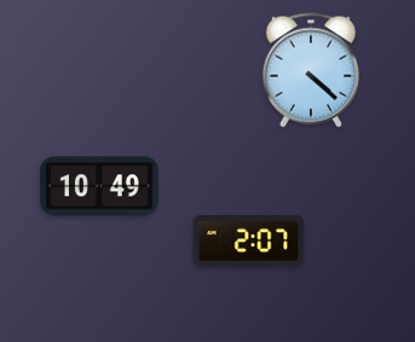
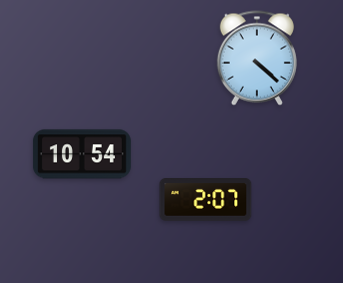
clock at (99, 186): 10:49 -> 10:54
